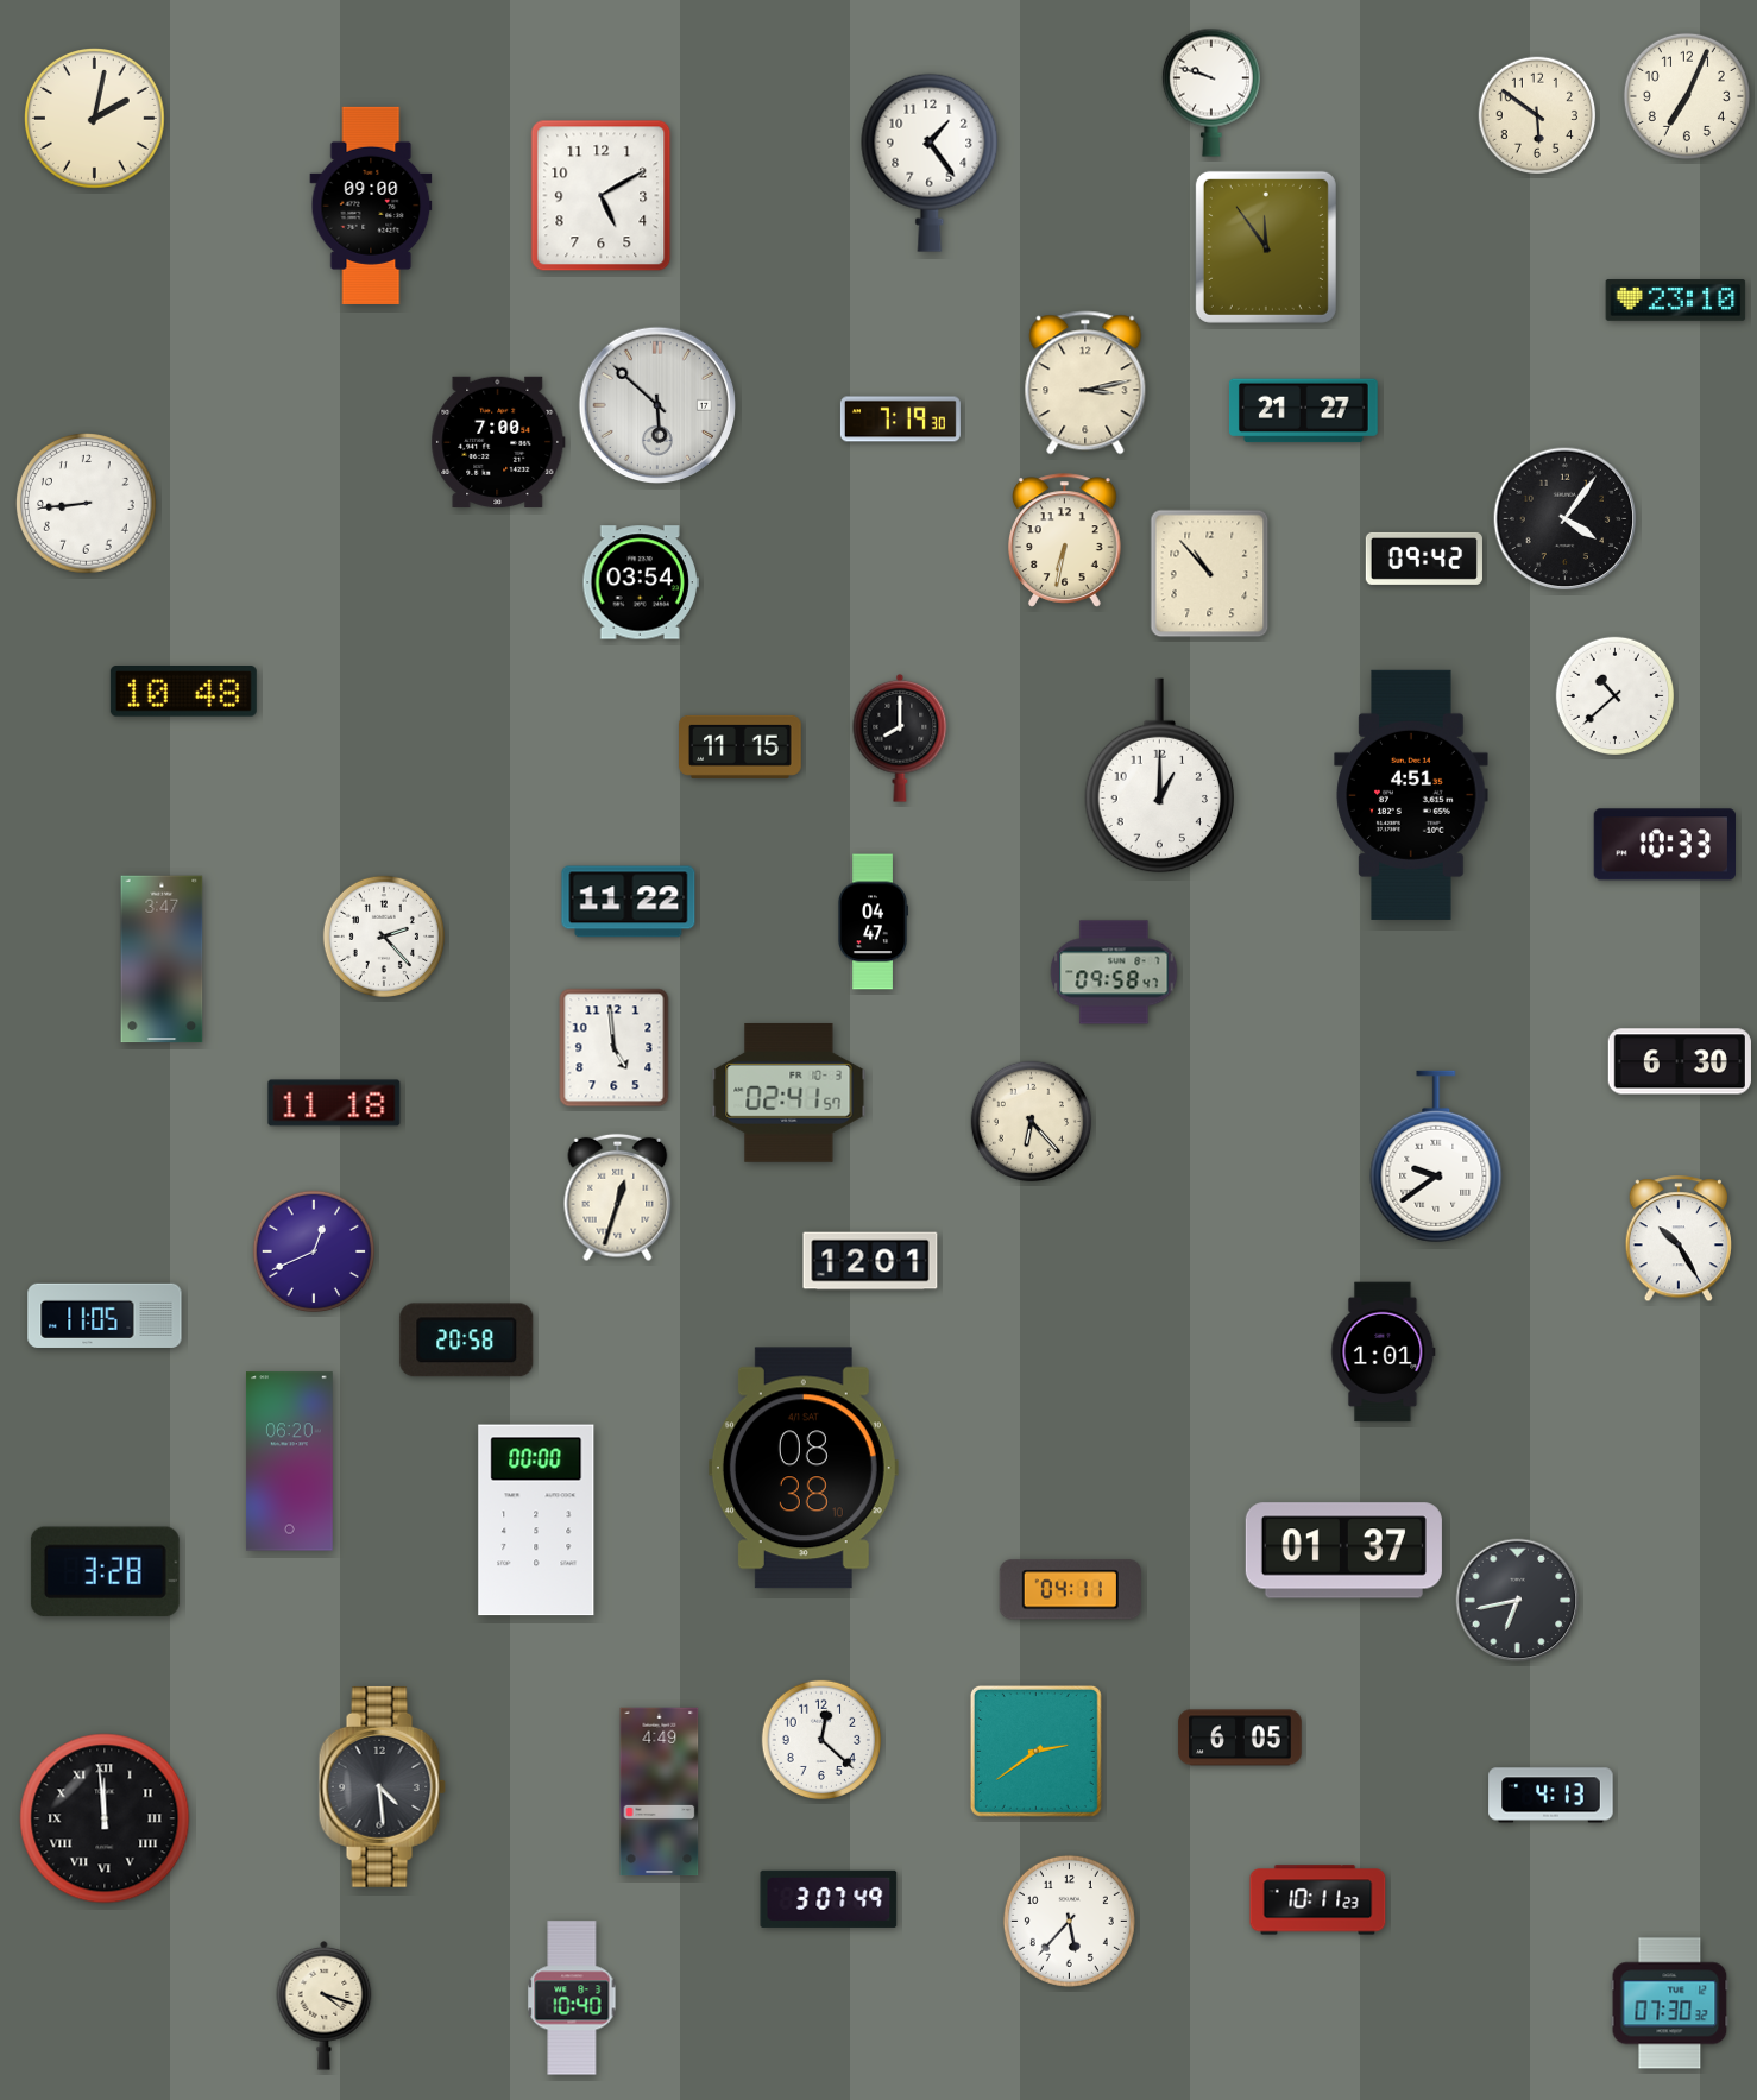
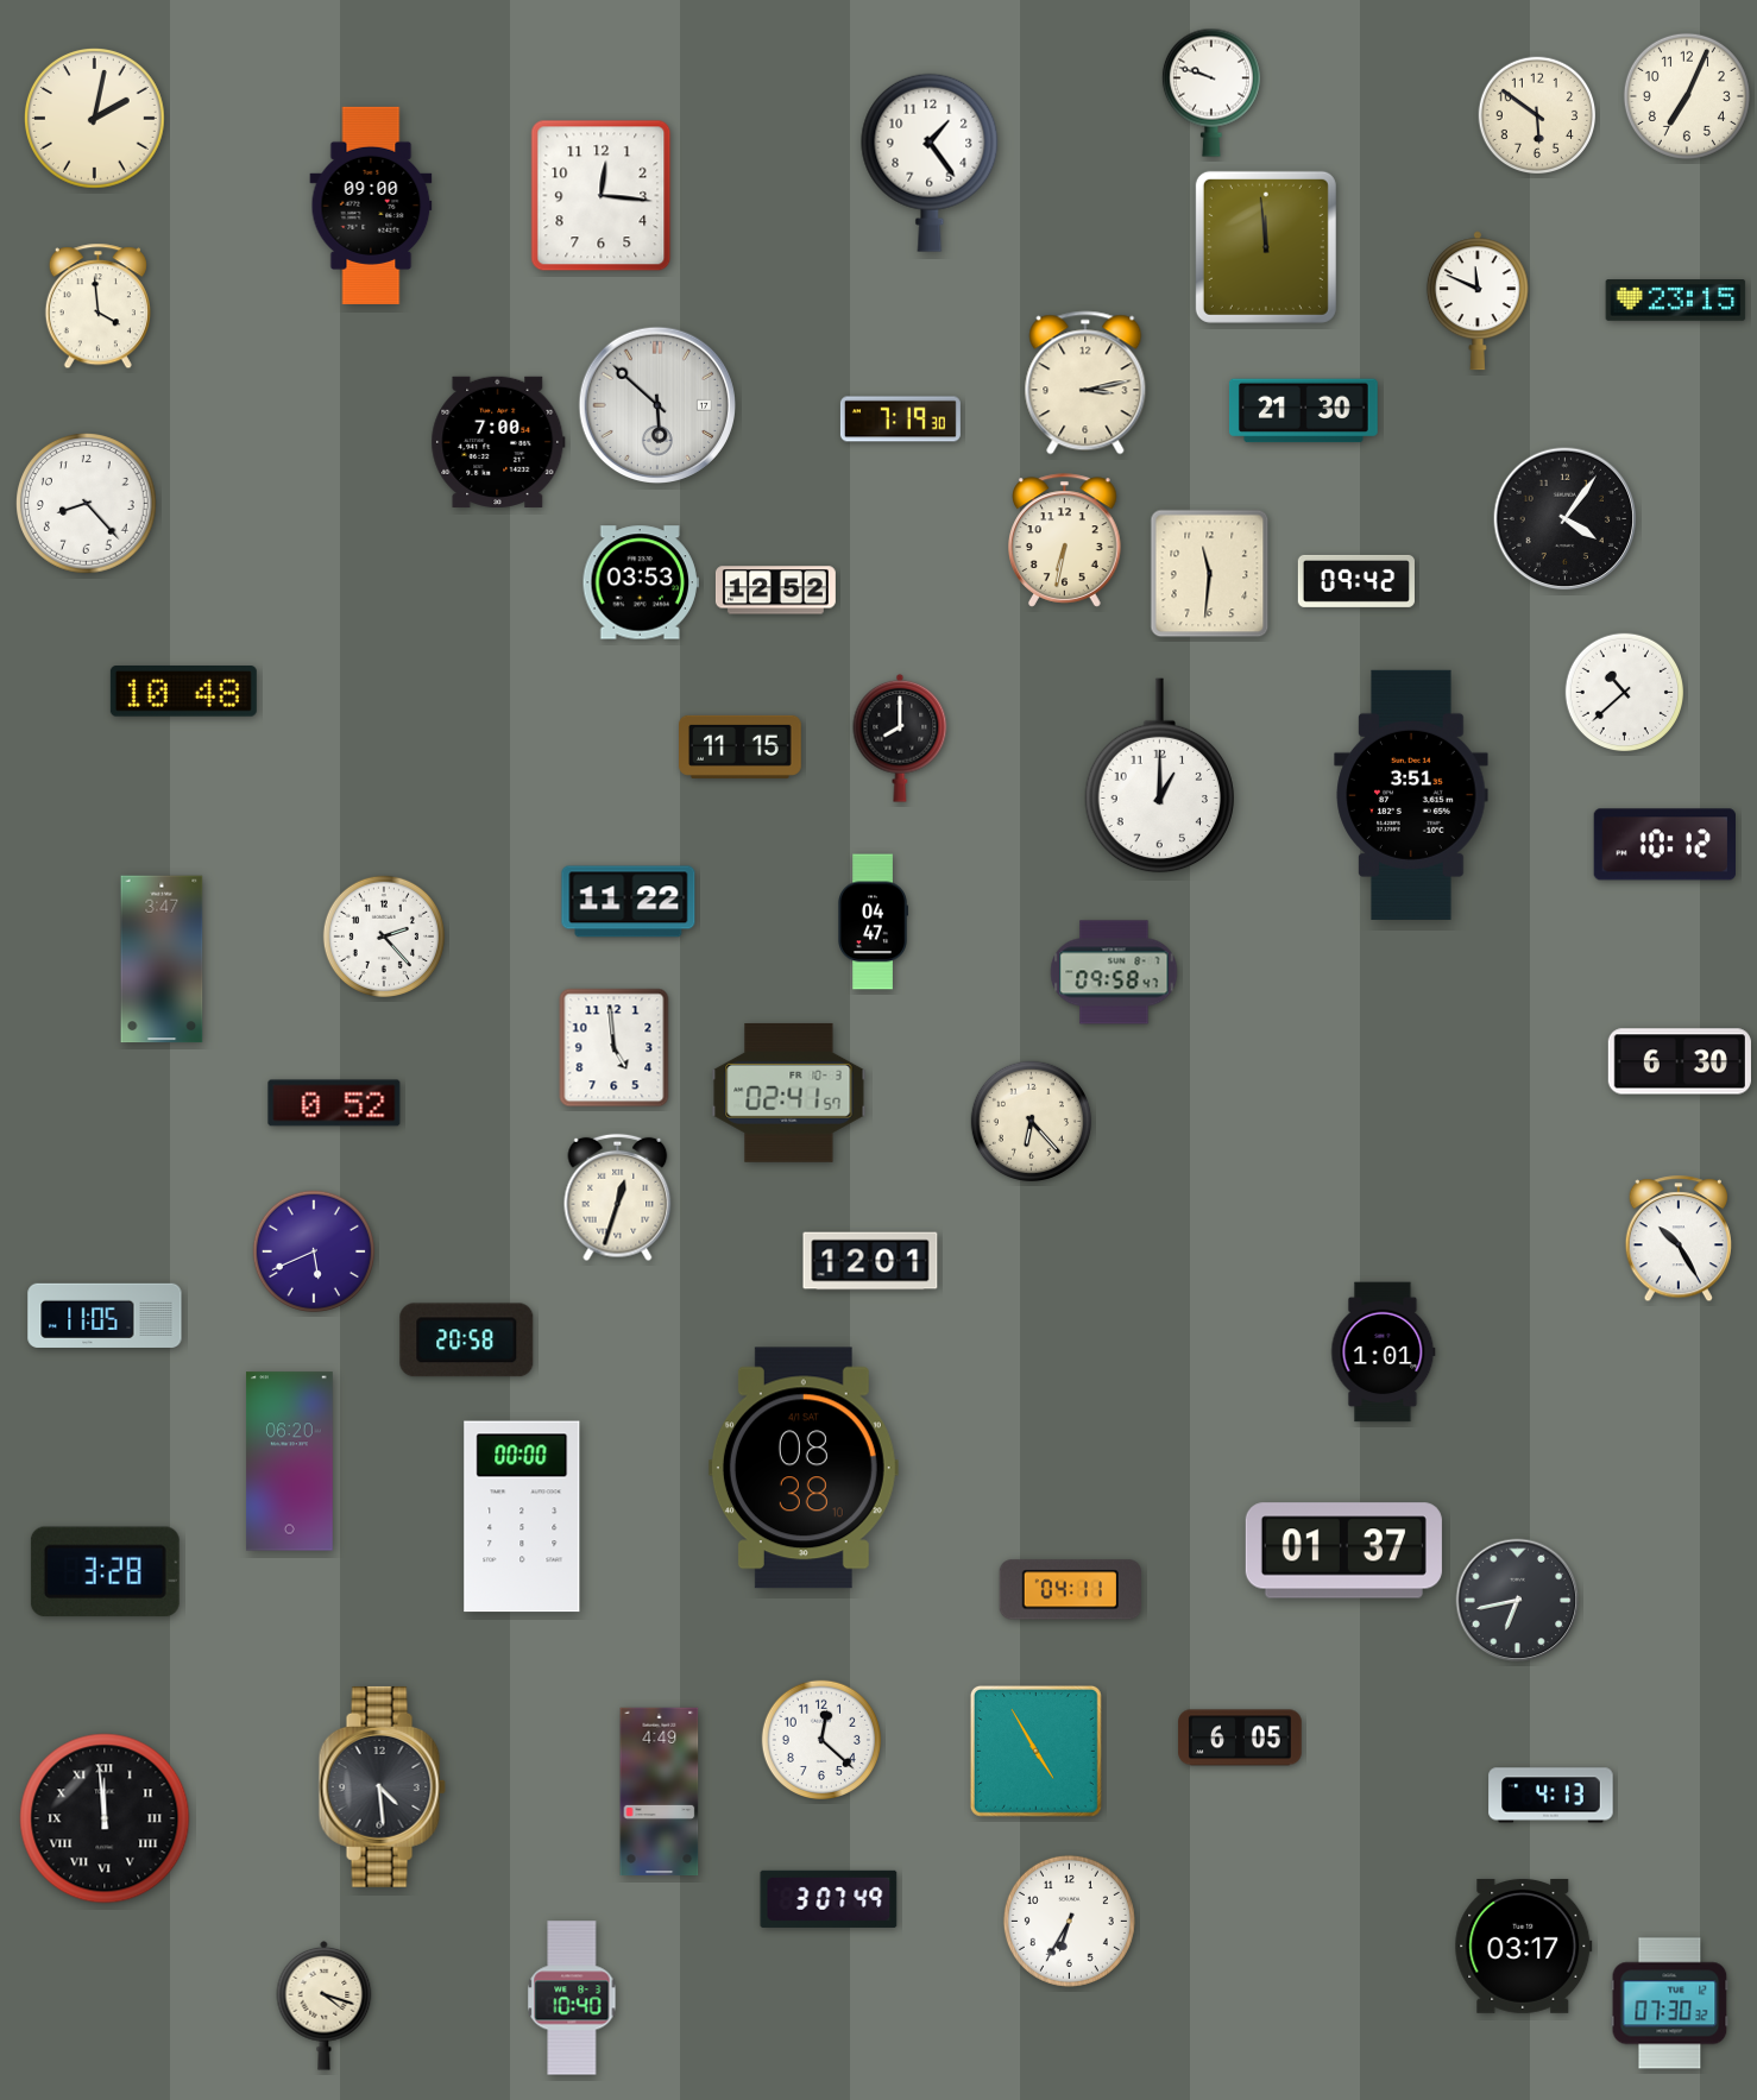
clock at (602, 196): 5:10 -> 12:16
clock at (1266, 247): 11:54 -> 11:59
clock at (1478, 301): none -> 11:49
clock at (1676, 301): 23:10 -> 23:15
clock at (97, 307): none -> 3:59
clock at (1303, 411): 21:27 -> 21:30
clock at (87, 504): 8:44 -> 8:23
clock at (1424, 559) position: (1424, 559) -> (1356, 581)
clock at (1210, 574): 10:53 -> 11:31
clock at (641, 582): 03:54 -> 03:53
clock at (775, 591): none -> 12:52
clock at (1616, 696) position: (1616, 696) -> (1625, 693)
clock at (1411, 795): 4:51 -> 3:51
clock at (1664, 845): 10:33 -> 10:12
clock at (334, 1103): 11:18 -> 0:52
clock at (1436, 1156): 9:39 -> none
clock at (314, 1251): 12:41 -> 5:41
clock at (536, 1520) position: (536, 1520) -> (522, 1516)
clock at (1035, 1751): 2:39 -> 4:55
clock at (1318, 1900): 10:11 -> none
clock at (1069, 1921): 5:37 -> 6:35
clock at (1524, 1946): none -> 03:17
